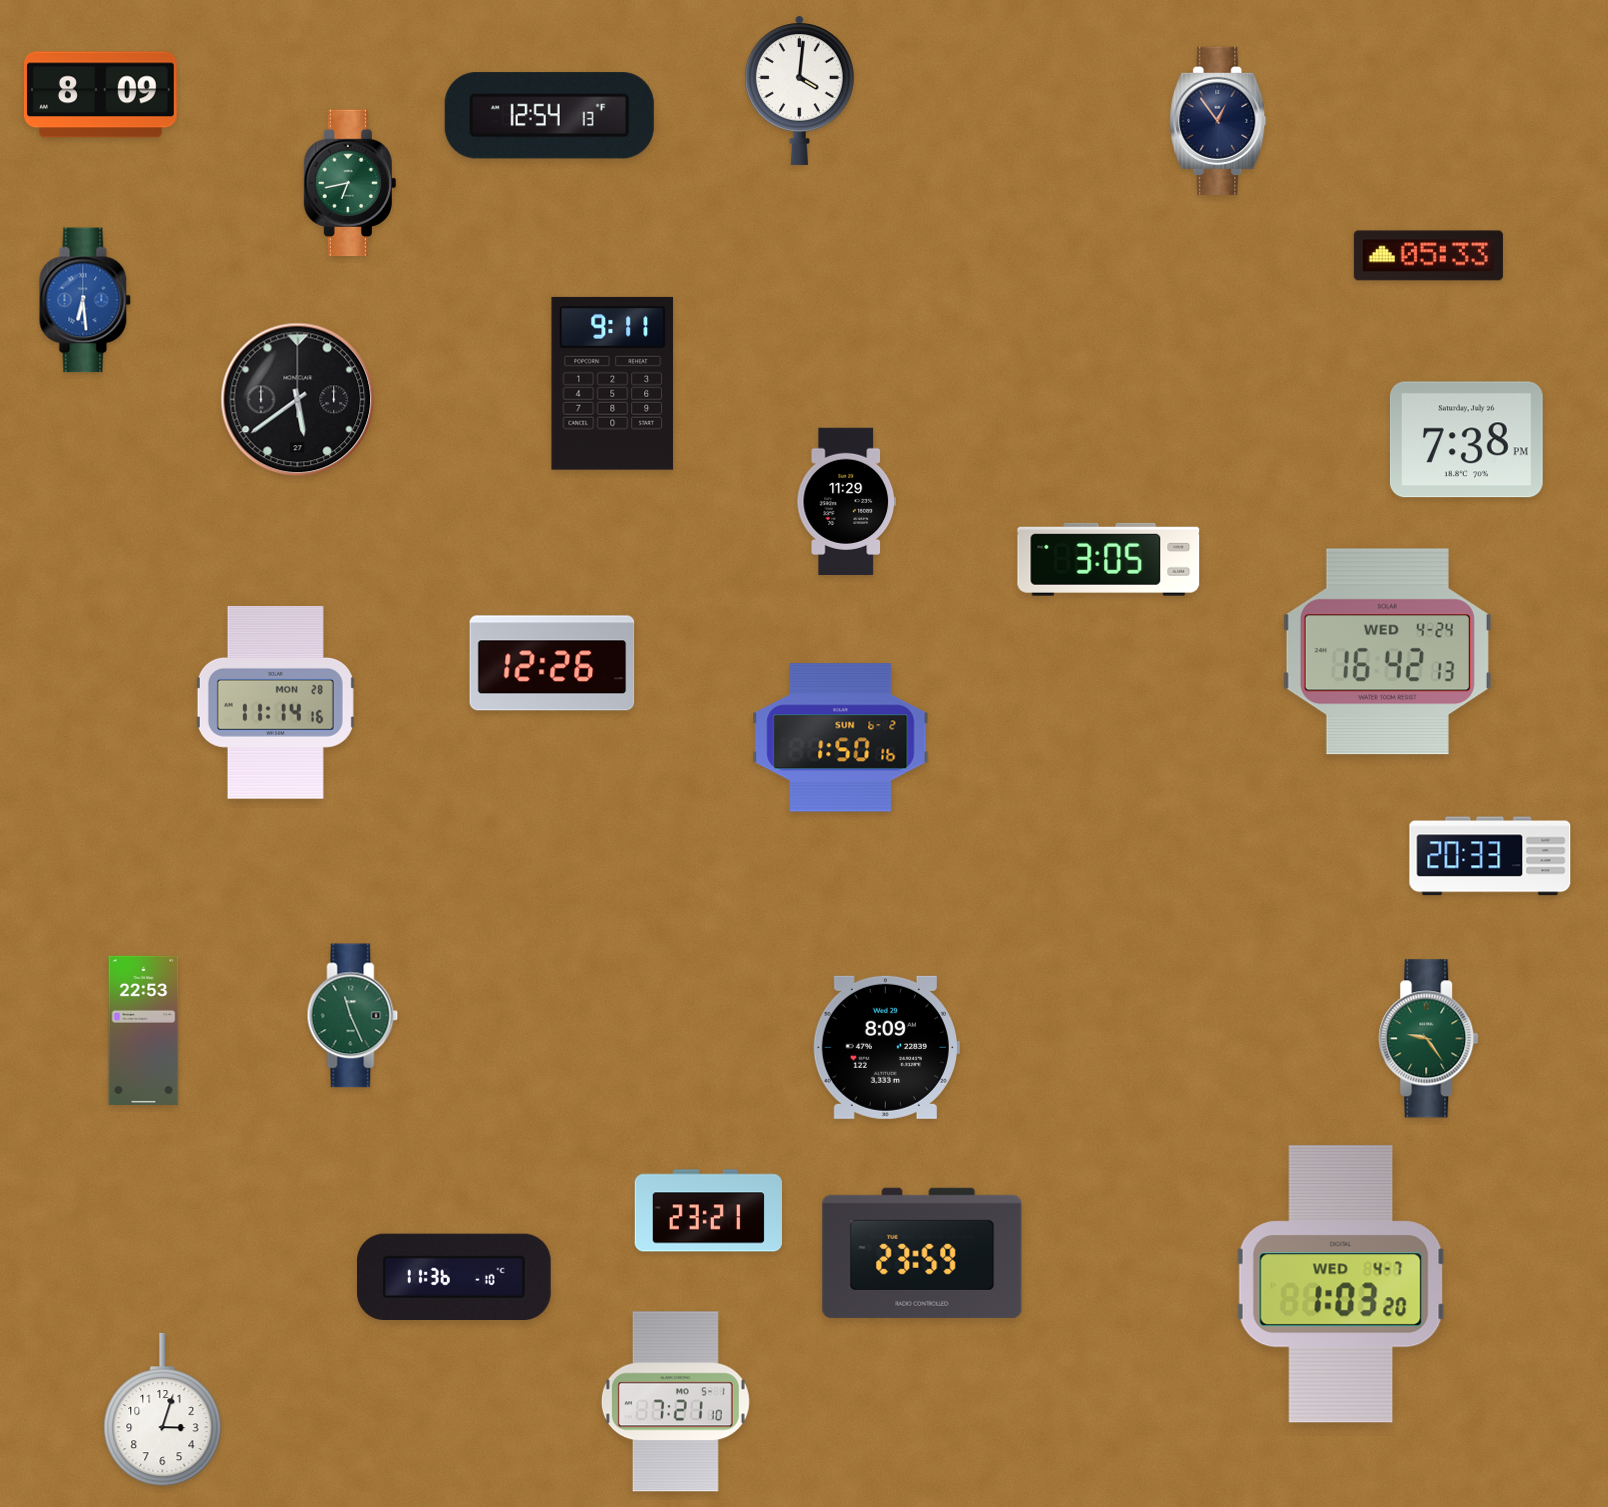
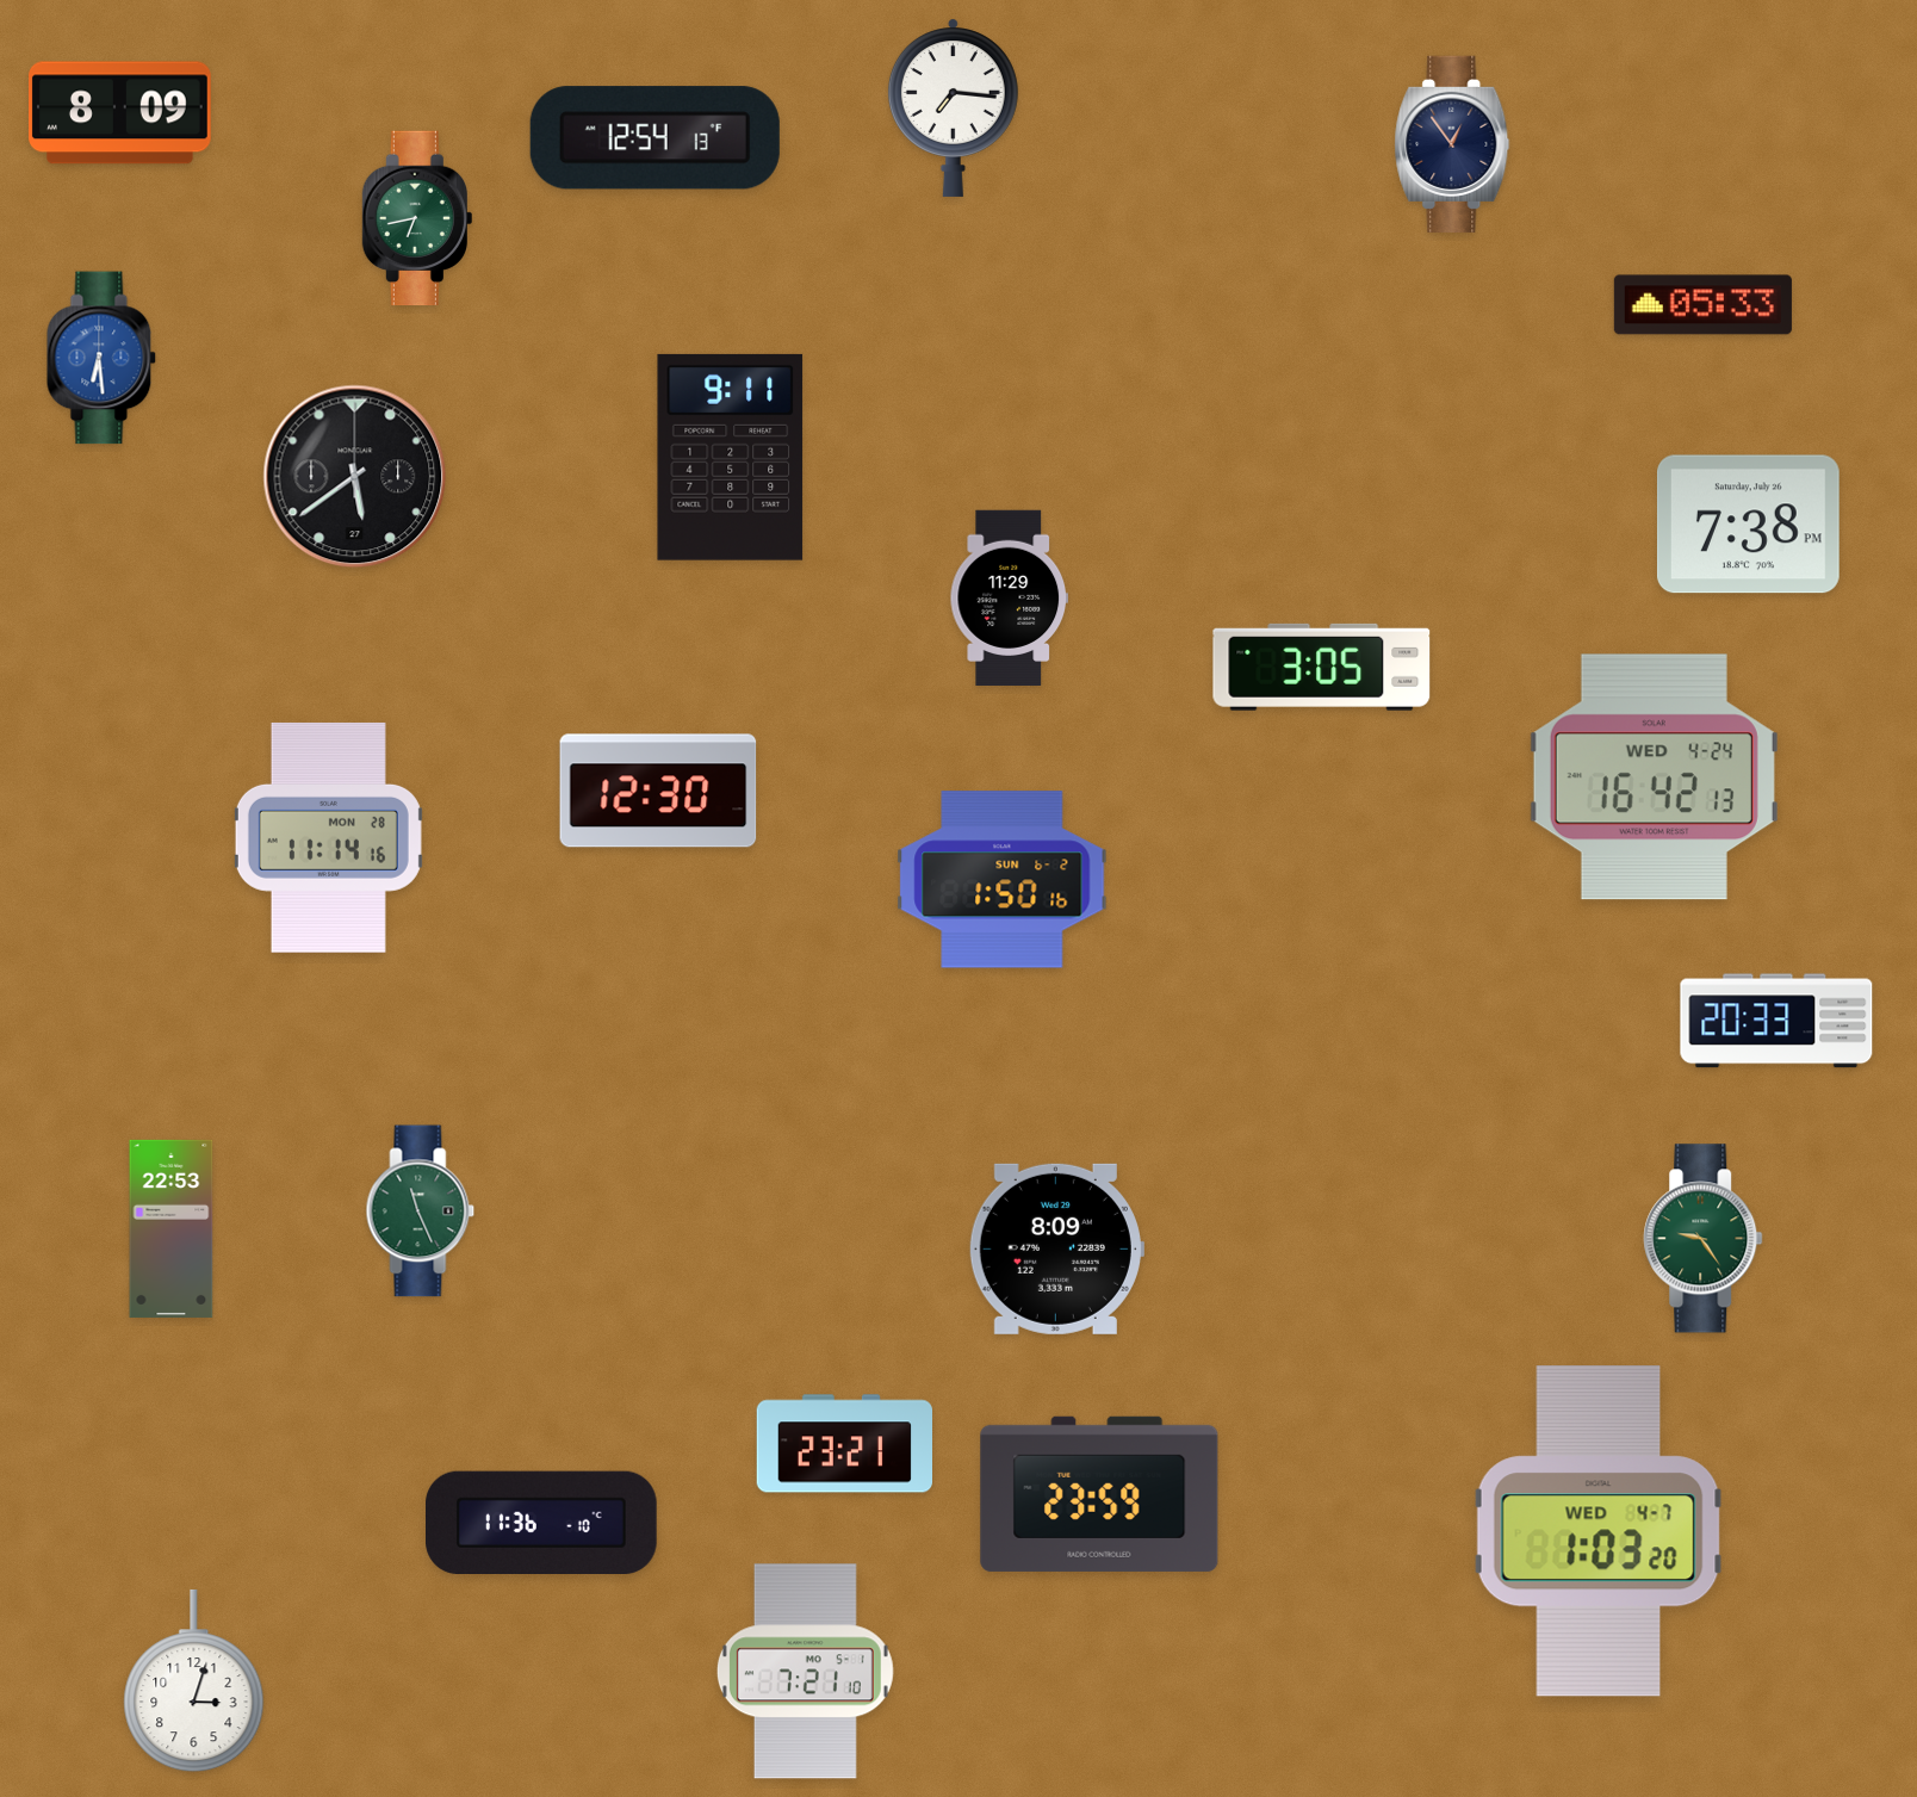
clock at (799, 90): 4:01 -> 7:16
clock at (552, 663): 12:26 -> 12:30
